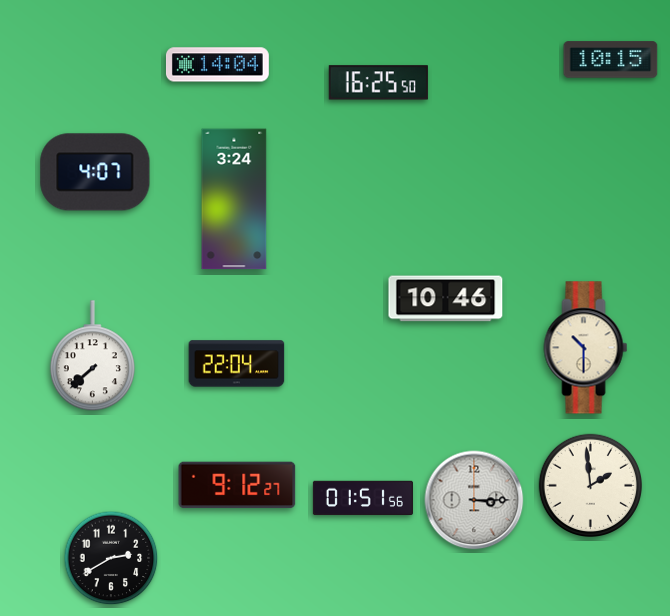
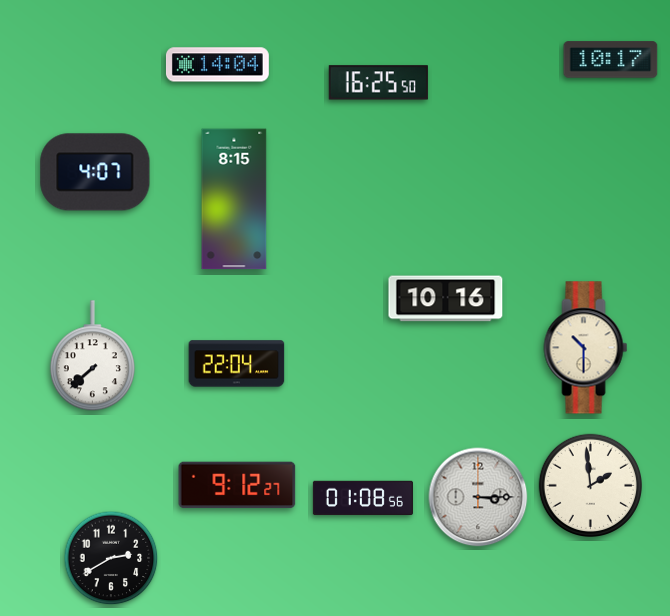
clock at (611, 60): 10:15 -> 10:17
clock at (234, 199): 3:24 -> 8:15
clock at (446, 299): 10:46 -> 10:16
clock at (363, 498): 01:51 -> 01:08
clock at (474, 500) position: (474, 500) -> (478, 497)
